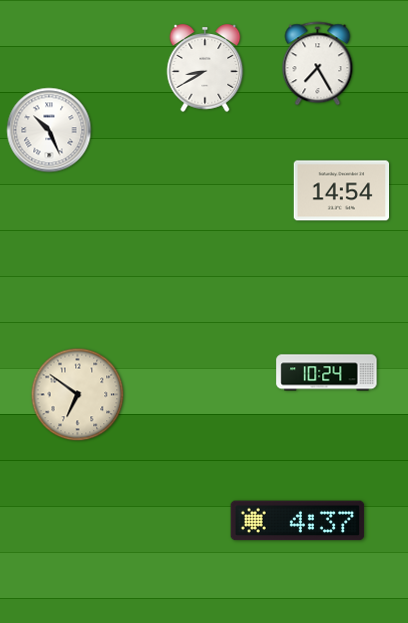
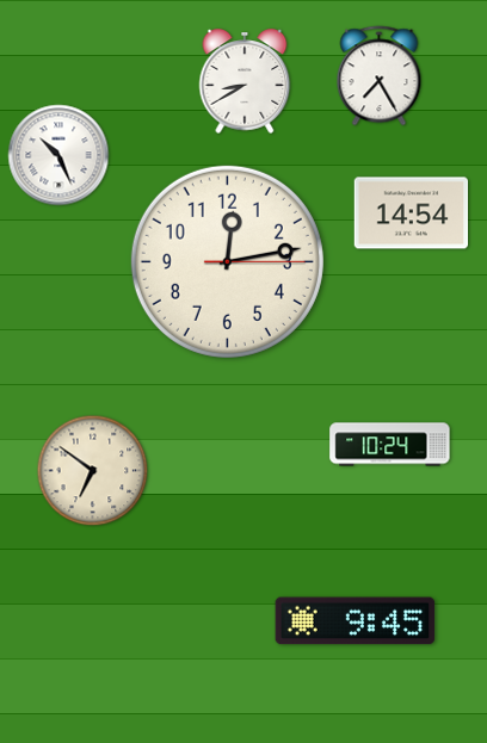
clock at (342, 191) position: (342, 191) -> (412, 213)
clock at (227, 261): none -> 12:13
clock at (298, 521): 4:37 -> 9:45
